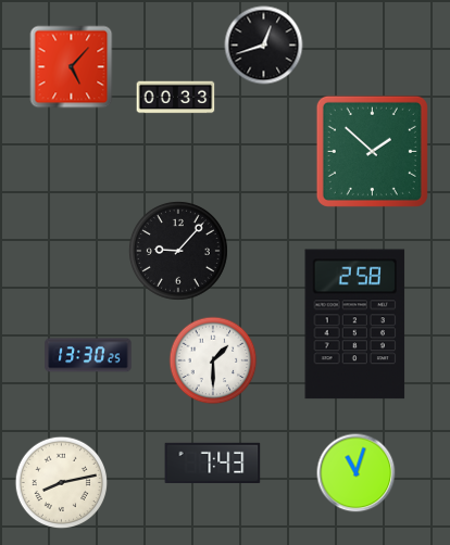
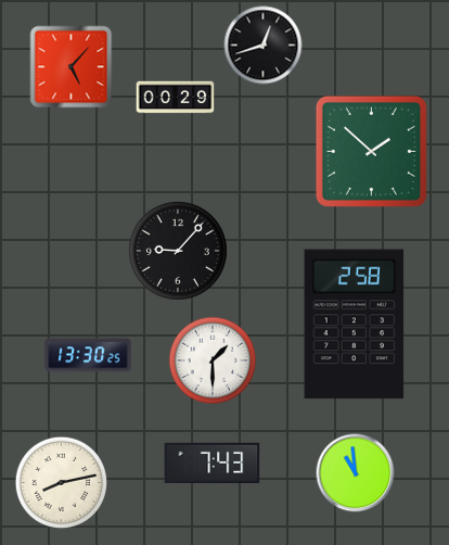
clock at (176, 98): 00:33 -> 00:29
clock at (357, 473): 11:03 -> 10:59
